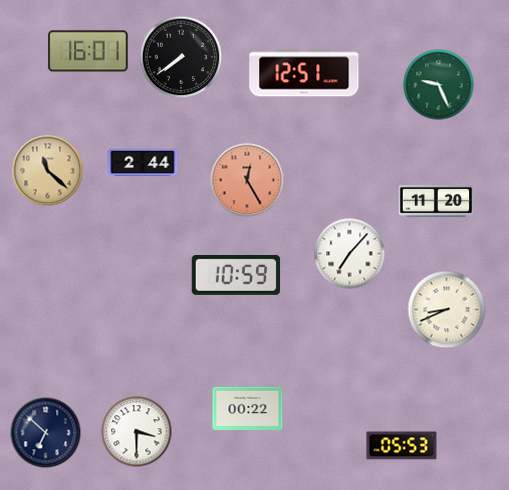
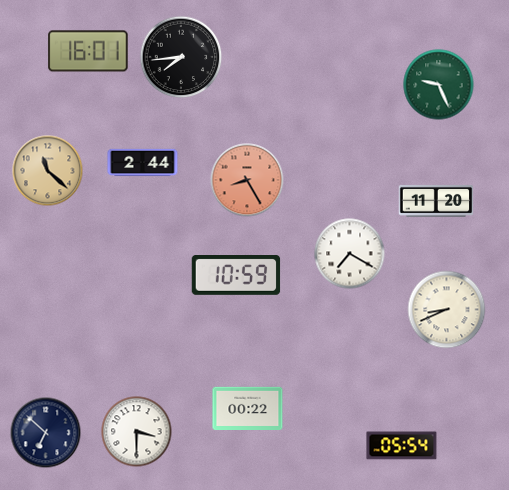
clock at (181, 57): 7:39 -> 7:44
clock at (304, 73): 12:51 -> none
clock at (247, 180): 12:25 -> 8:25
clock at (350, 254): 7:07 -> 7:20
clock at (402, 446): 05:53 -> 05:54
